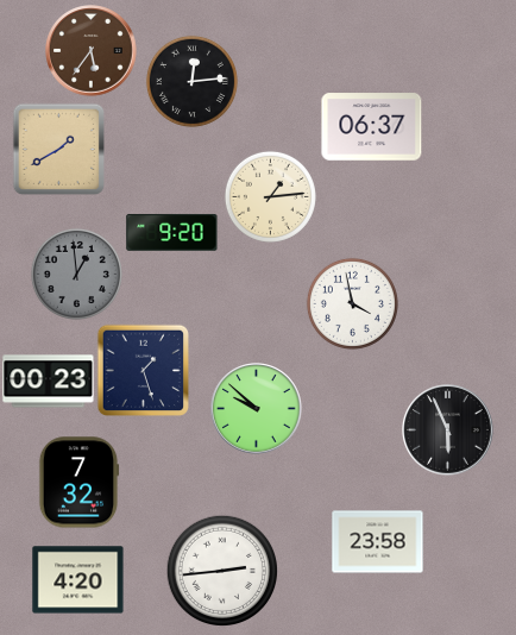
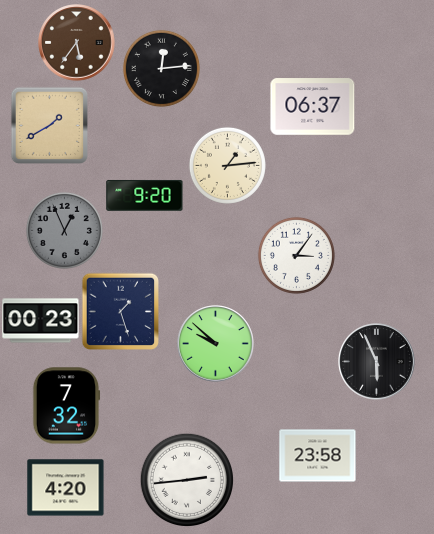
clock at (76, 274): 12:59 -> 12:56
clock at (352, 303): 3:58 -> 3:06
